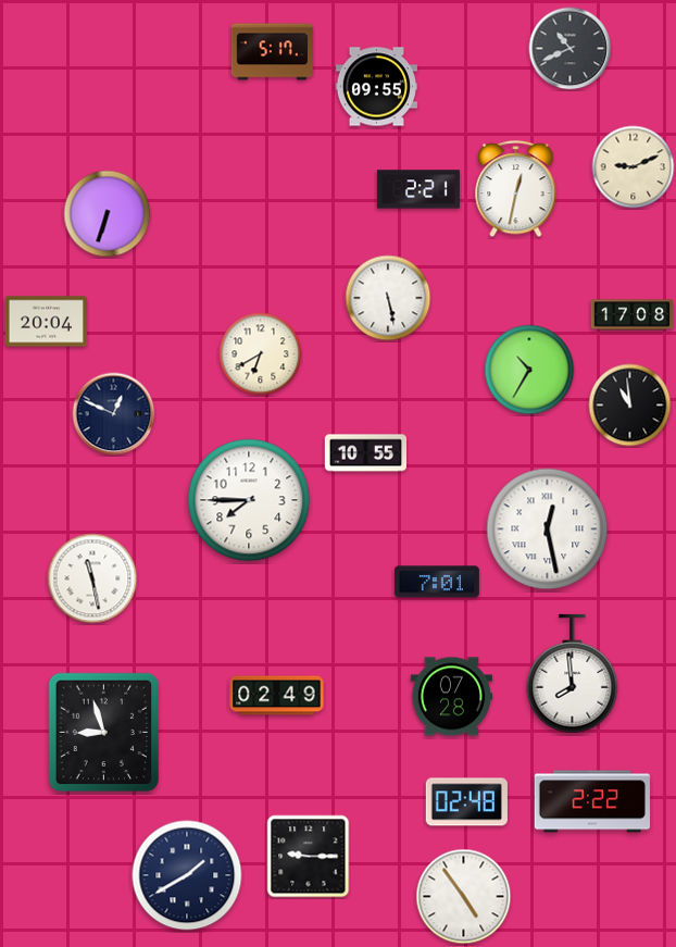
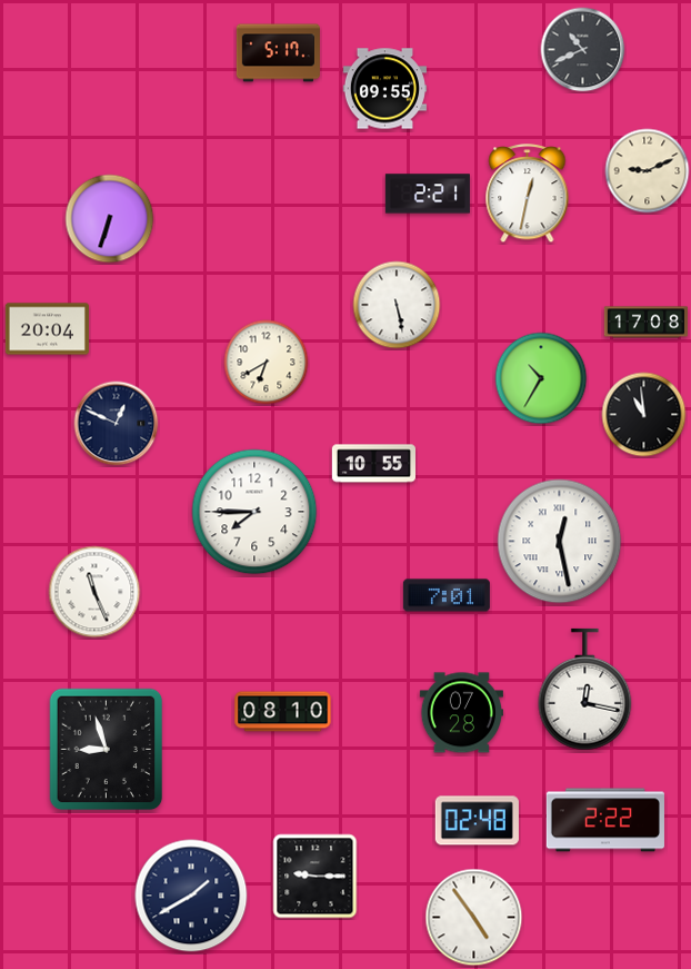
clock at (92, 578): 11:28 -> 11:26
clock at (573, 674): 7:59 -> 12:17
clock at (277, 696): 02:49 -> 08:10
